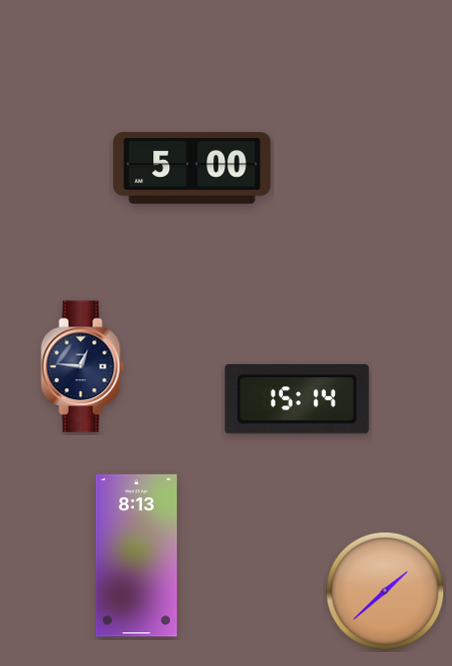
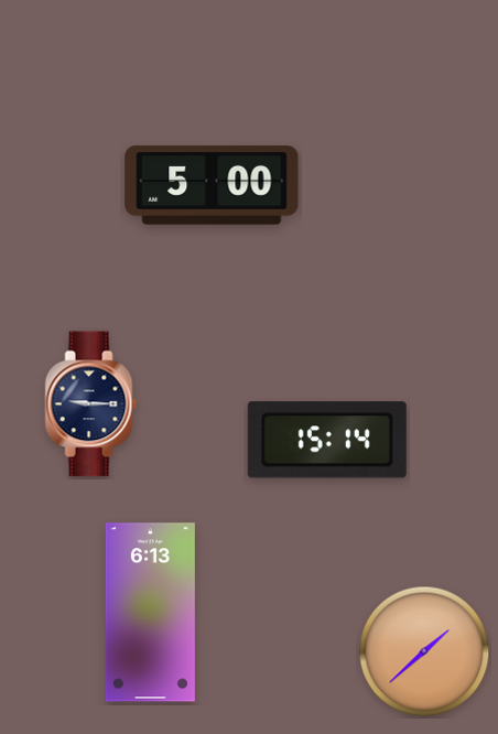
clock at (83, 367): 12:46 -> 9:15
clock at (136, 556): 8:13 -> 6:13
